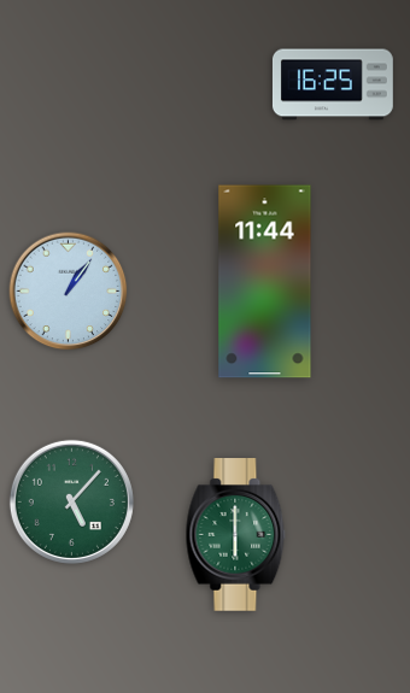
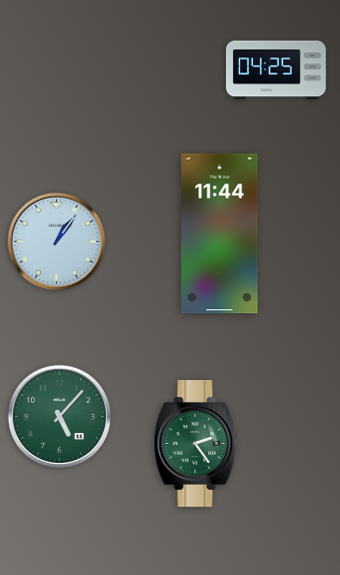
clock at (333, 84): 16:25 -> 04:25
clock at (236, 535): 6:00 -> 2:24
